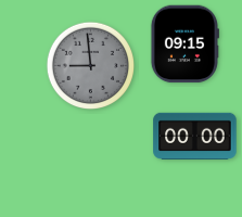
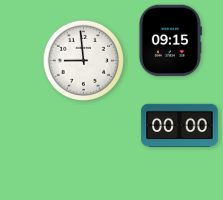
clock at (90, 65) dial: grey -> white
